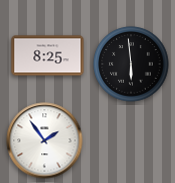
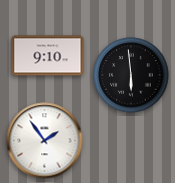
clock at (48, 56): 8:25 -> 9:10
clock at (131, 64) position: (131, 64) -> (131, 75)
